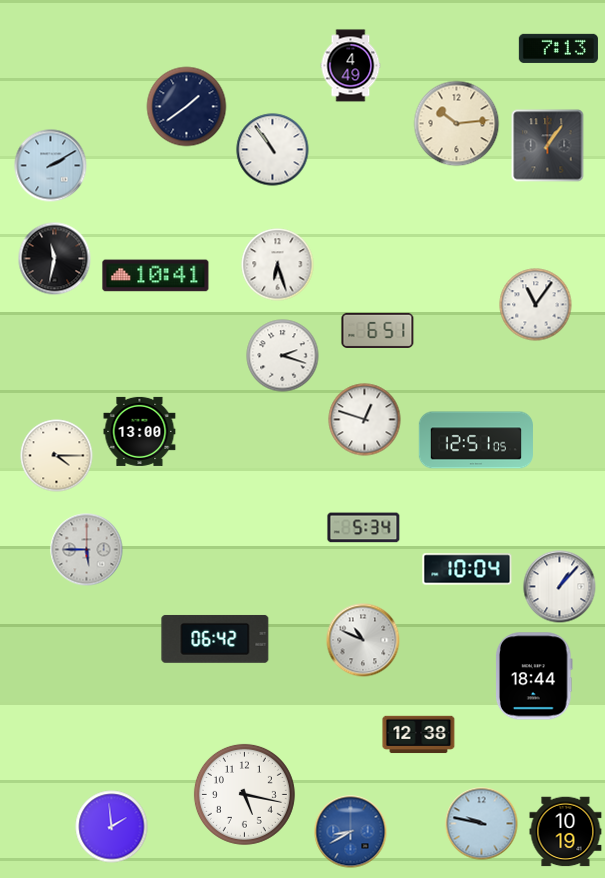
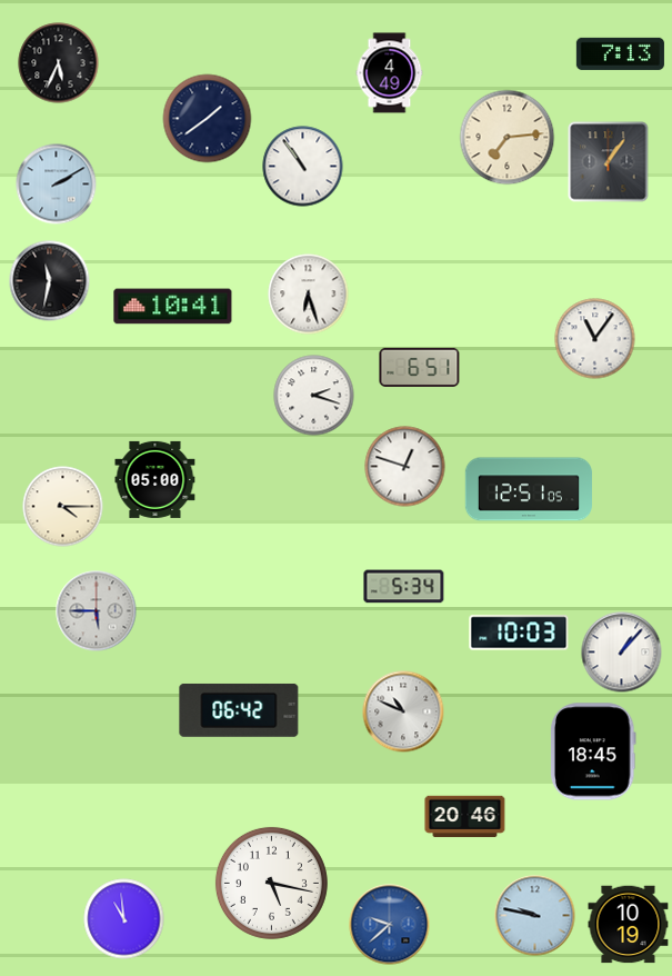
clock at (59, 63): none -> 5:34
clock at (457, 124): 10:14 -> 7:14
clock at (55, 259) position: (55, 259) -> (50, 281)
clock at (140, 431): 13:00 -> 05:00
clock at (467, 569): 10:04 -> 10:03
clock at (534, 676): 18:44 -> 18:45
clock at (419, 735): 12:38 -> 20:46
clock at (112, 827): 1:59 -> 10:59
clock at (351, 832): 8:40 -> 9:38
